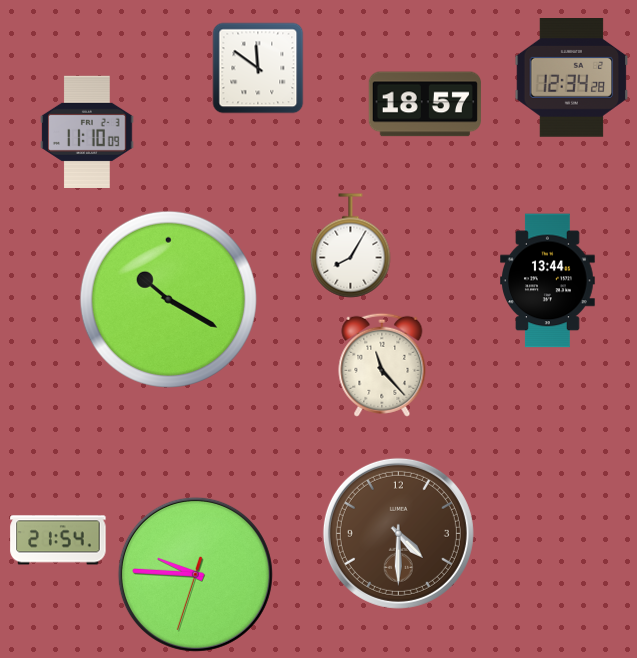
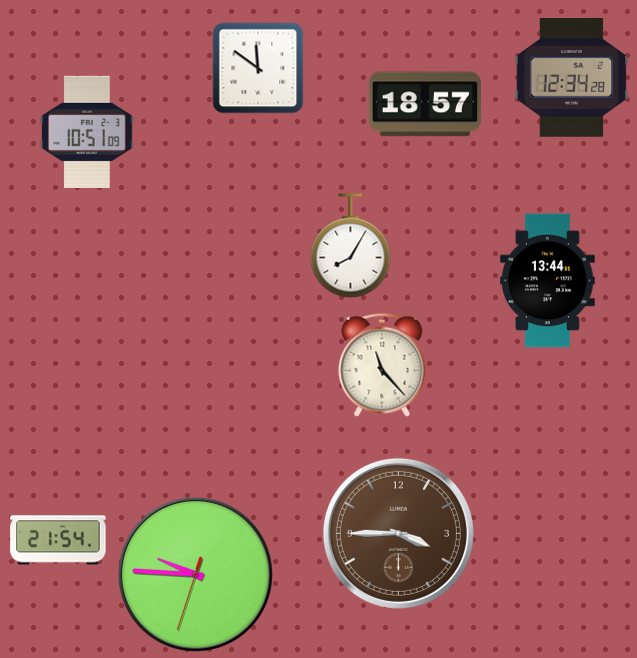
clock at (87, 131): 11:10 -> 10:51
clock at (168, 299): 10:20 -> none
clock at (398, 533): 4:30 -> 3:45
